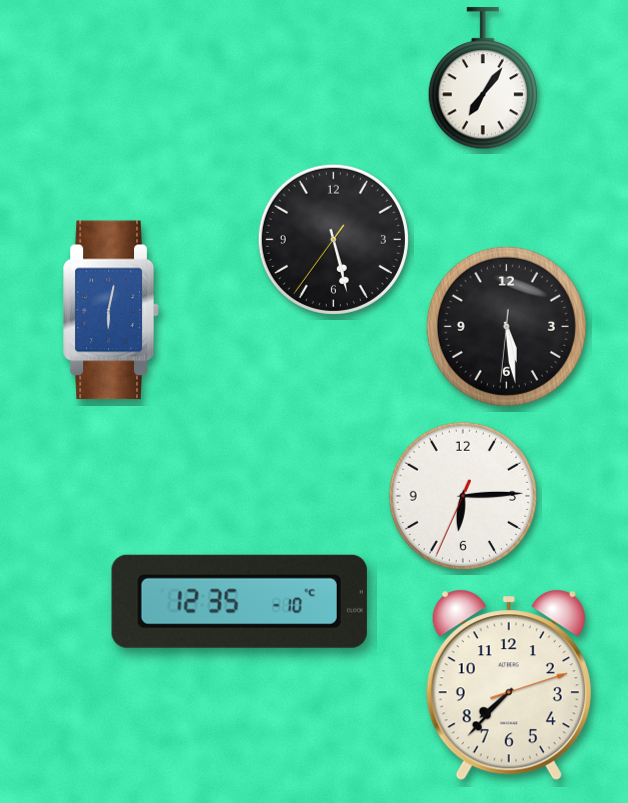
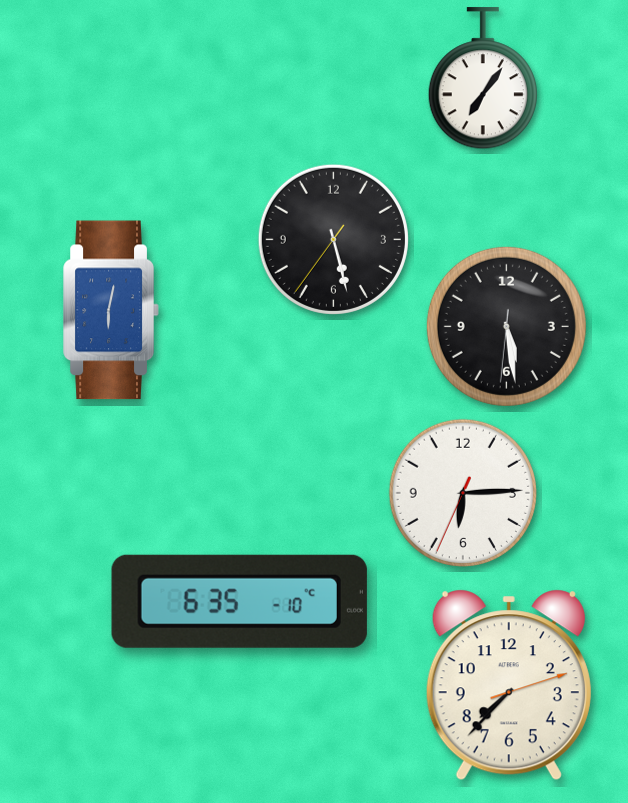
clock at (463, 496) position: (463, 496) -> (463, 493)
clock at (239, 601): 12:35 -> 6:35
